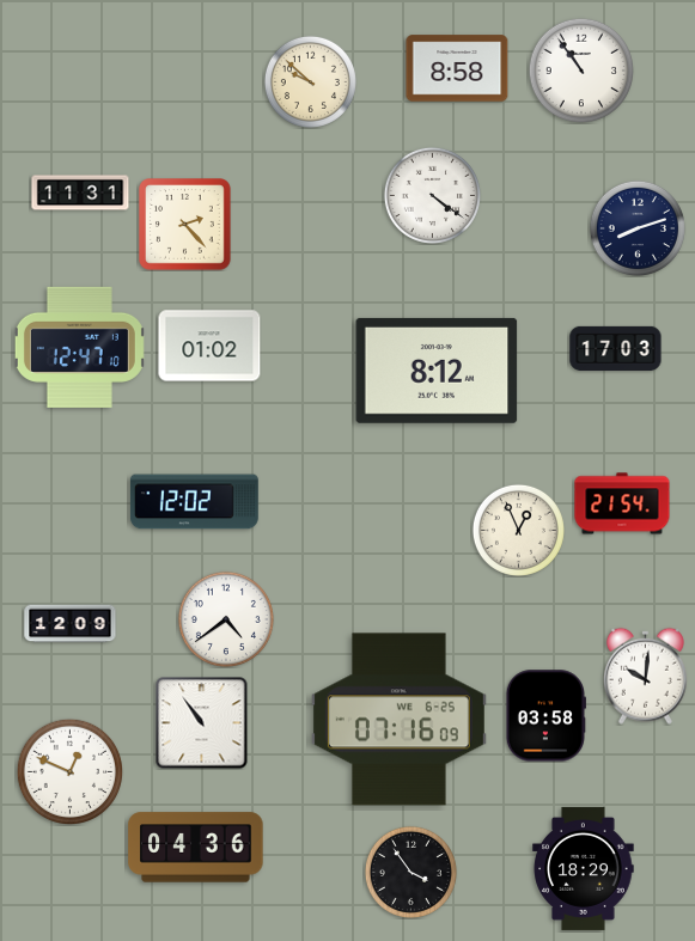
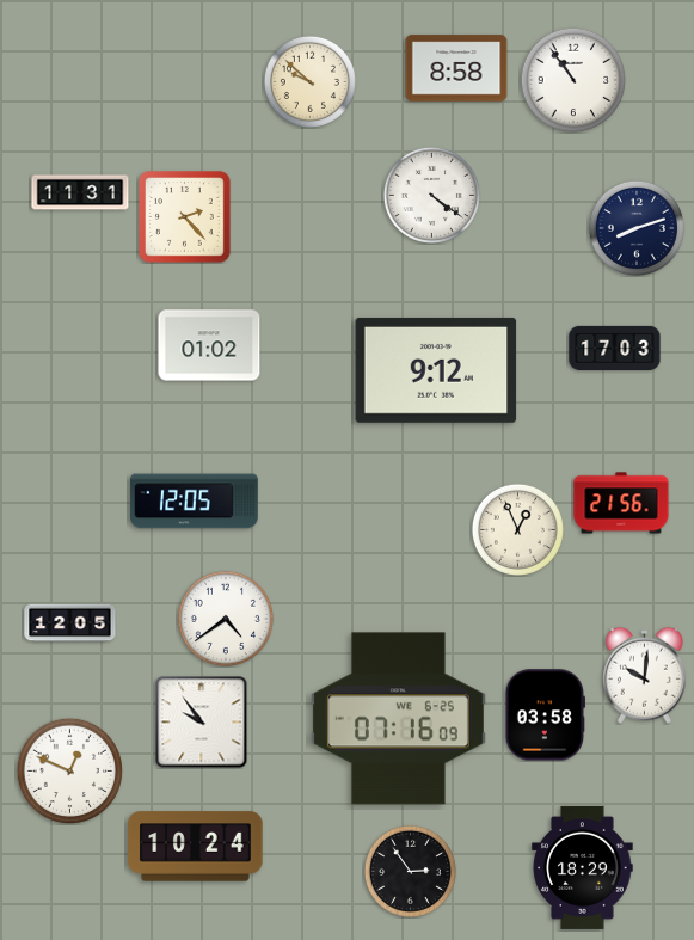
clock at (580, 69) position: (580, 69) -> (572, 79)
clock at (185, 225) position: (185, 225) -> (185, 217)
clock at (79, 347): 12:47 -> none
clock at (437, 371): 8:12 -> 9:12
clock at (194, 502): 12:02 -> 12:05
clock at (622, 503): 21:54 -> 21:56
clock at (71, 624): 12:09 -> 12:05
clock at (202, 723): 10:54 -> 9:54
clock at (196, 848): 04:36 -> 10:24
clock at (410, 872): 3:54 -> 2:54
